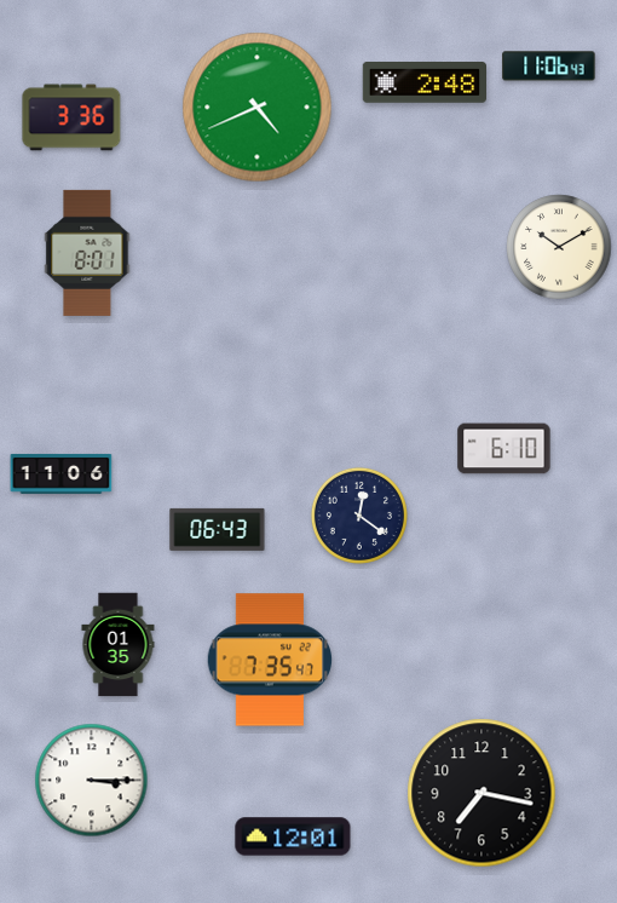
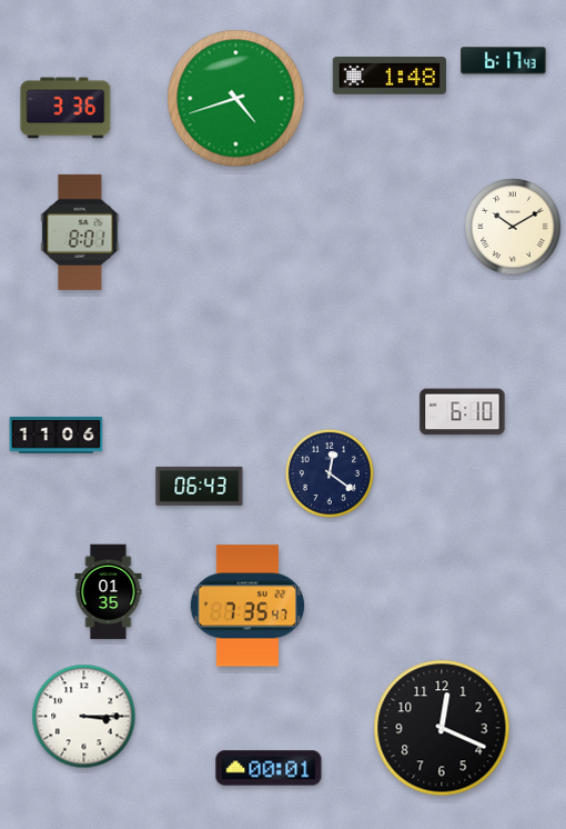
clock at (549, 67): 11:06 -> 6:17
clock at (423, 84): 2:48 -> 1:48
clock at (258, 108): 4:41 -> 4:42
clock at (482, 793): 7:17 -> 12:19
clock at (293, 836): 12:01 -> 00:01
